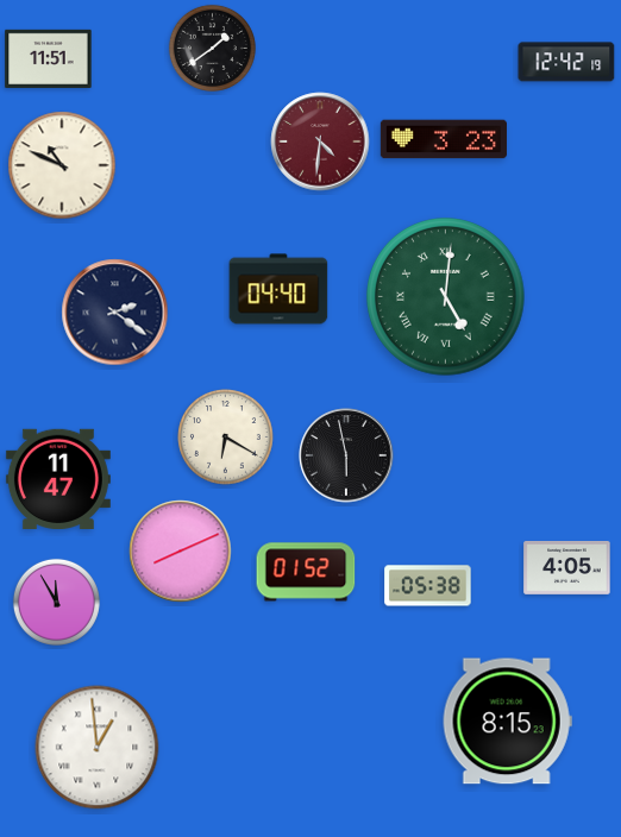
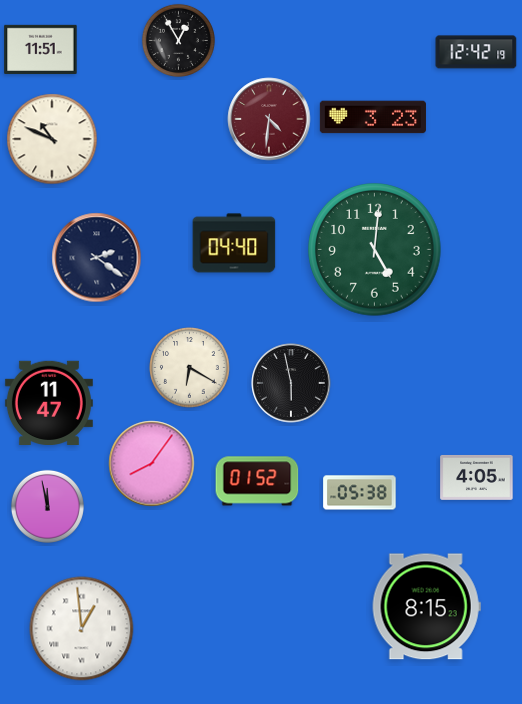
clock at (212, 48): 1:39 -> 12:55
clock at (446, 297) numerals: Roman -> Arabic
clock at (115, 313) position: (115, 313) -> (97, 258)
clock at (181, 552): 8:11 -> 8:06
clock at (56, 602): 11:55 -> 11:58
